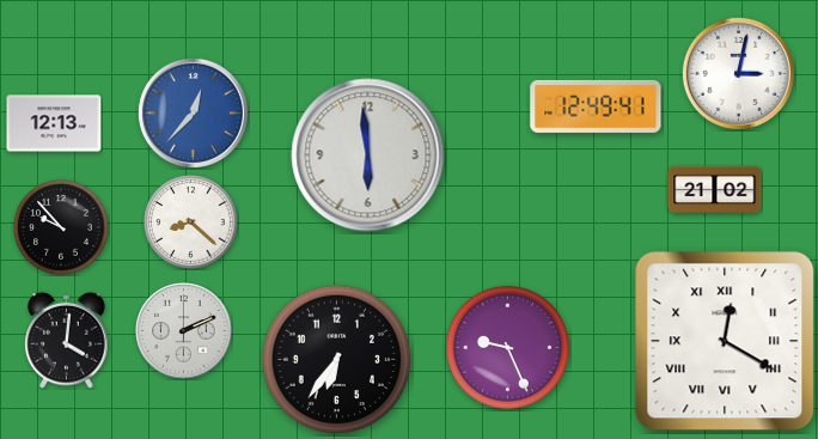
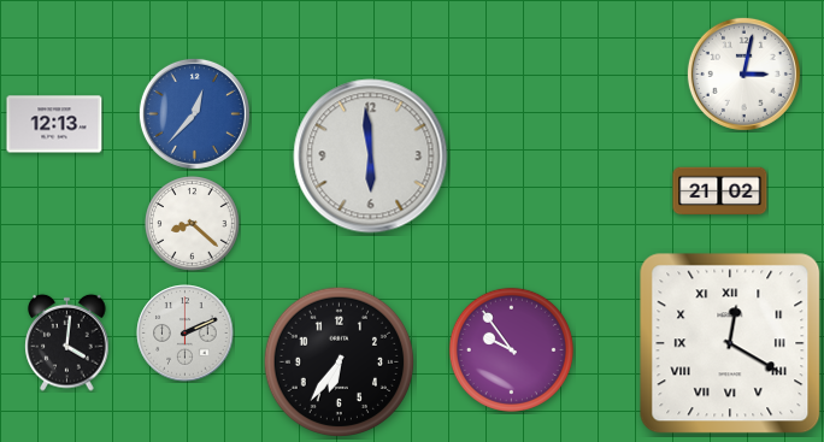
clock at (596, 106): 12:49 -> none
clock at (62, 228): 9:53 -> none
clock at (507, 347): 9:26 -> 9:54
